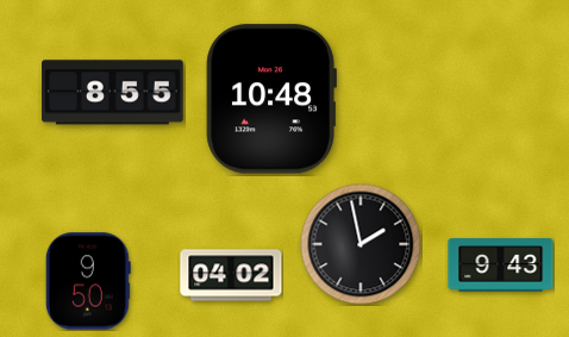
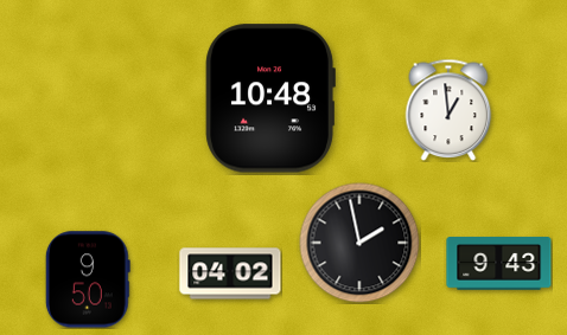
clock at (113, 93): 8:55 -> none
clock at (448, 110): none -> 12:59
